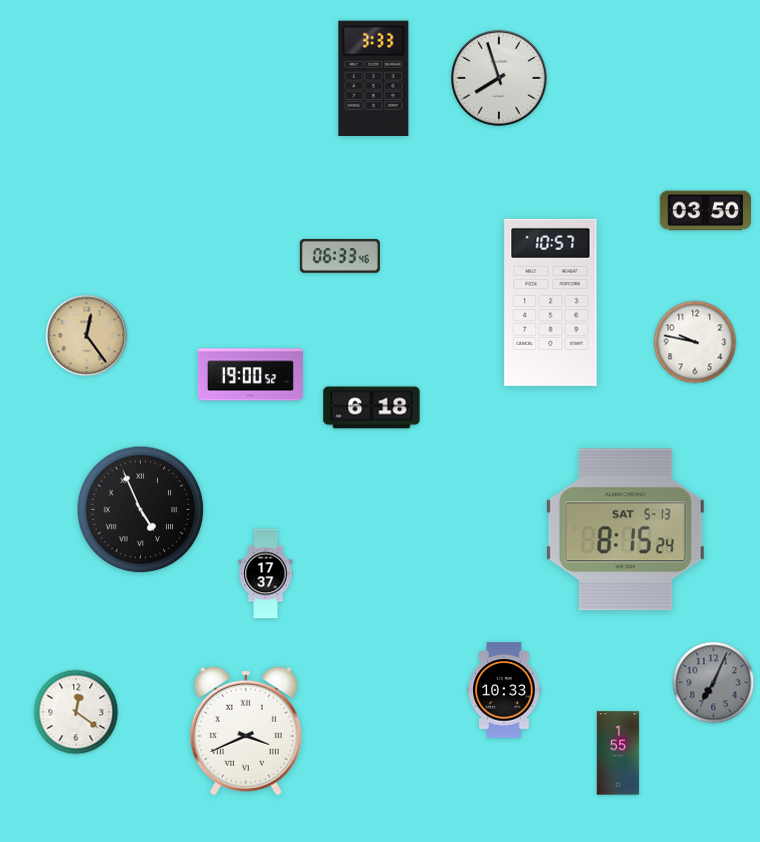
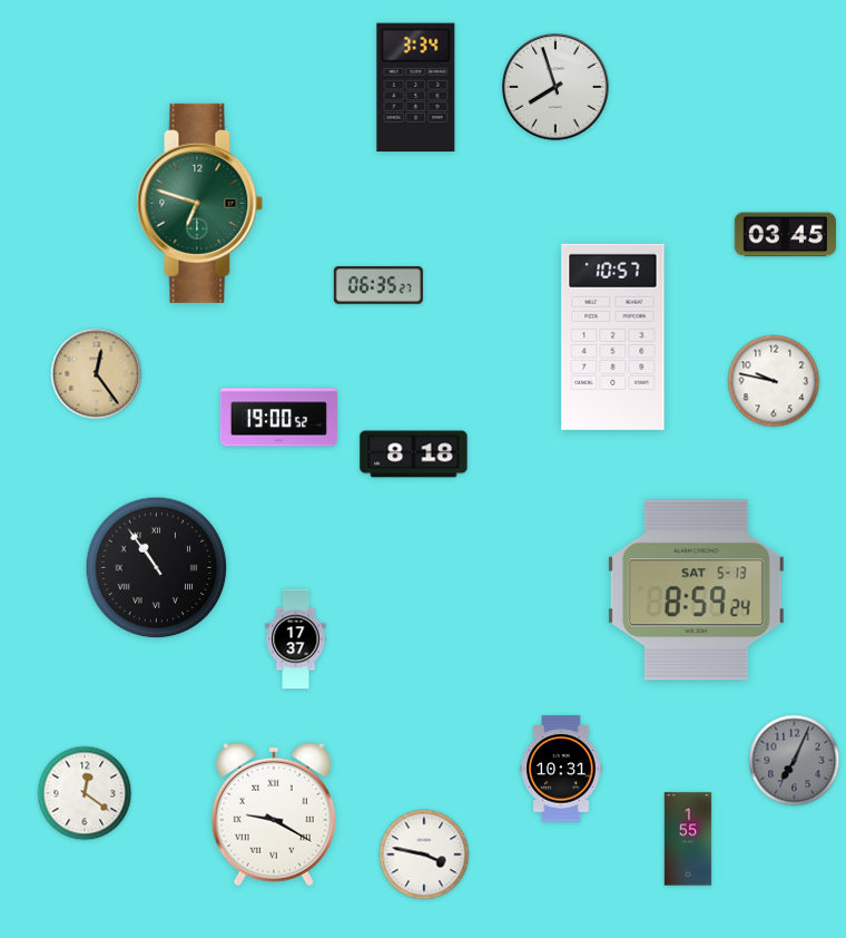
clock at (374, 78): 3:33 -> 3:34
clock at (200, 203): none -> 6:48
clock at (705, 211): 03:50 -> 03:45
clock at (340, 256): 06:33 -> 06:35
clock at (372, 408): 6:18 -> 8:18
clock at (141, 510): 4:56 -> 10:54
clock at (625, 530): 8:15 -> 8:59
clock at (504, 690): 10:33 -> 10:31
clock at (246, 731): 3:41 -> 9:20
clock at (424, 854): none -> 3:47
